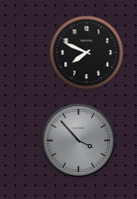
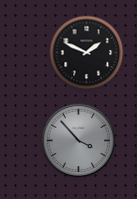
clock at (87, 53): 7:49 -> 1:49
